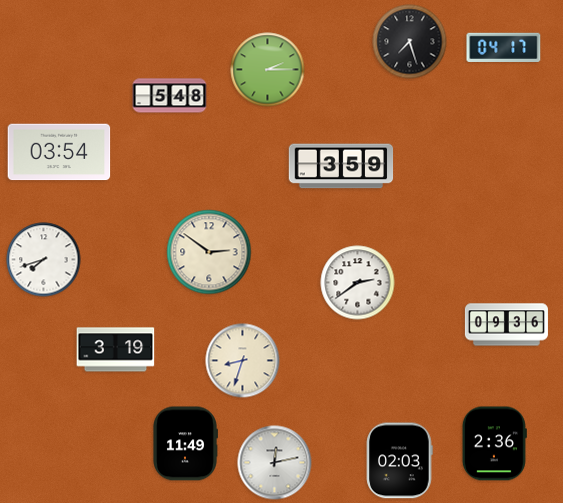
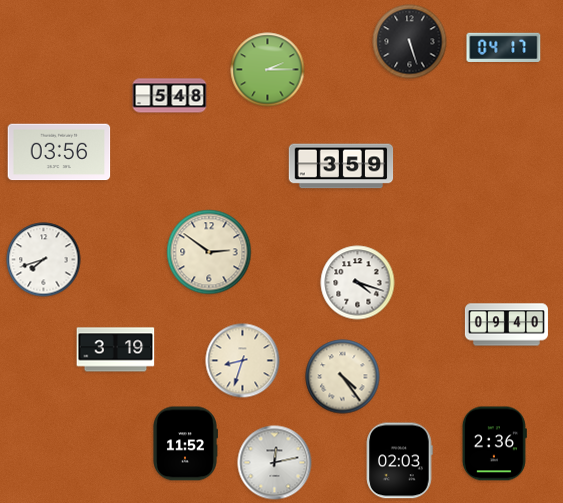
clock at (410, 42): 7:27 -> 5:27
clock at (59, 152): 03:54 -> 03:56
clock at (358, 283): 2:39 -> 4:18
clock at (506, 325): 09:36 -> 09:40
clock at (343, 377): none -> 4:24
clock at (185, 444): 11:49 -> 11:52
